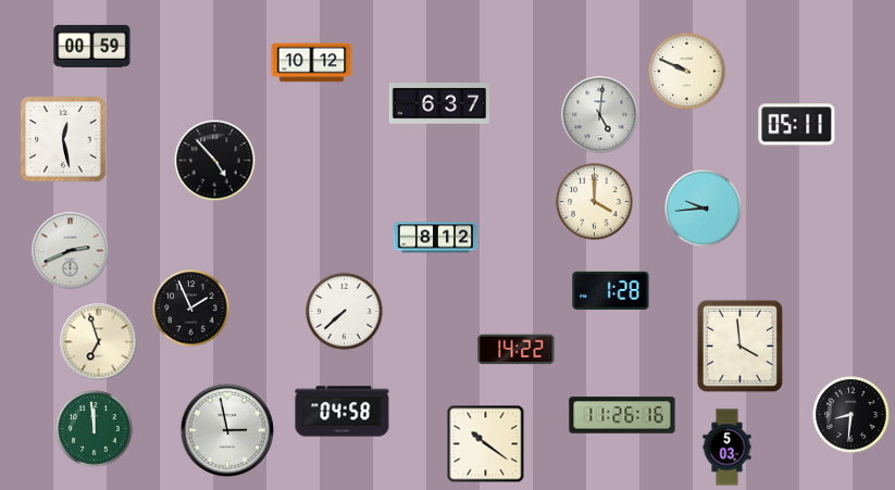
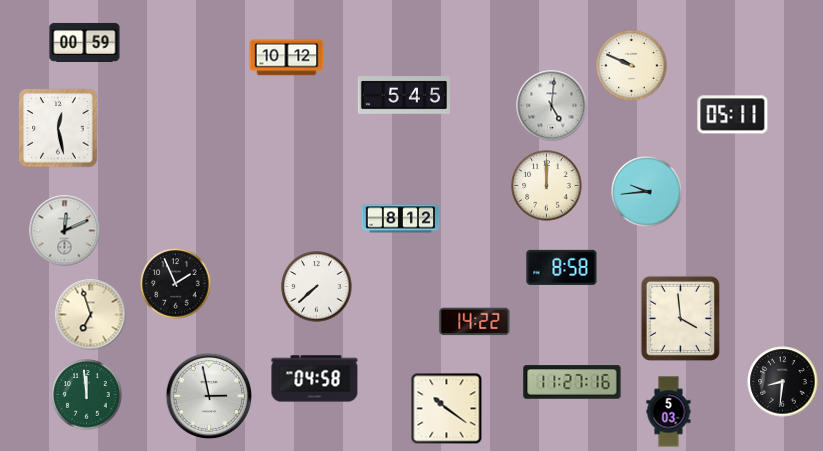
clock at (439, 103): 6:37 -> 5:45
clock at (215, 161): 4:53 -> none
clock at (595, 202): 4:00 -> 12:00
clock at (71, 251): 2:41 -> 12:11
clock at (611, 290): 1:28 -> 8:58
clock at (622, 415): 11:26 -> 11:27
